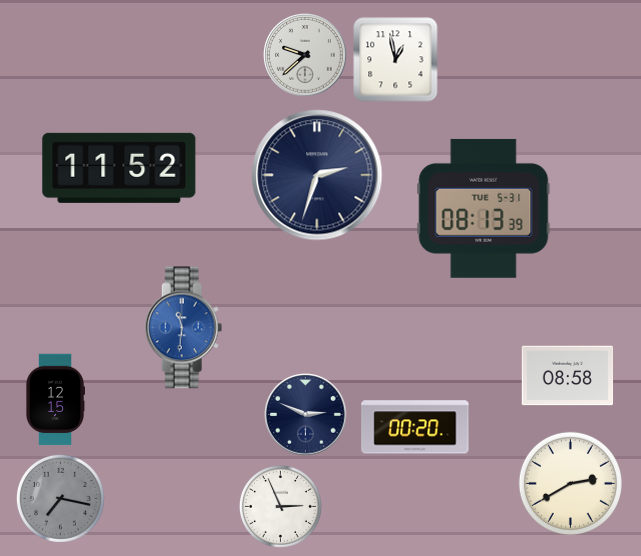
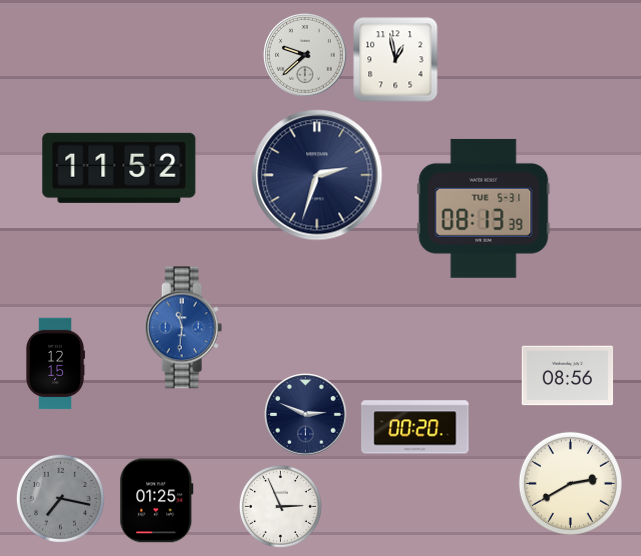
clock at (568, 376): 08:58 -> 08:56
clock at (55, 400) position: (55, 400) -> (55, 364)
clock at (157, 501): none -> 01:25
